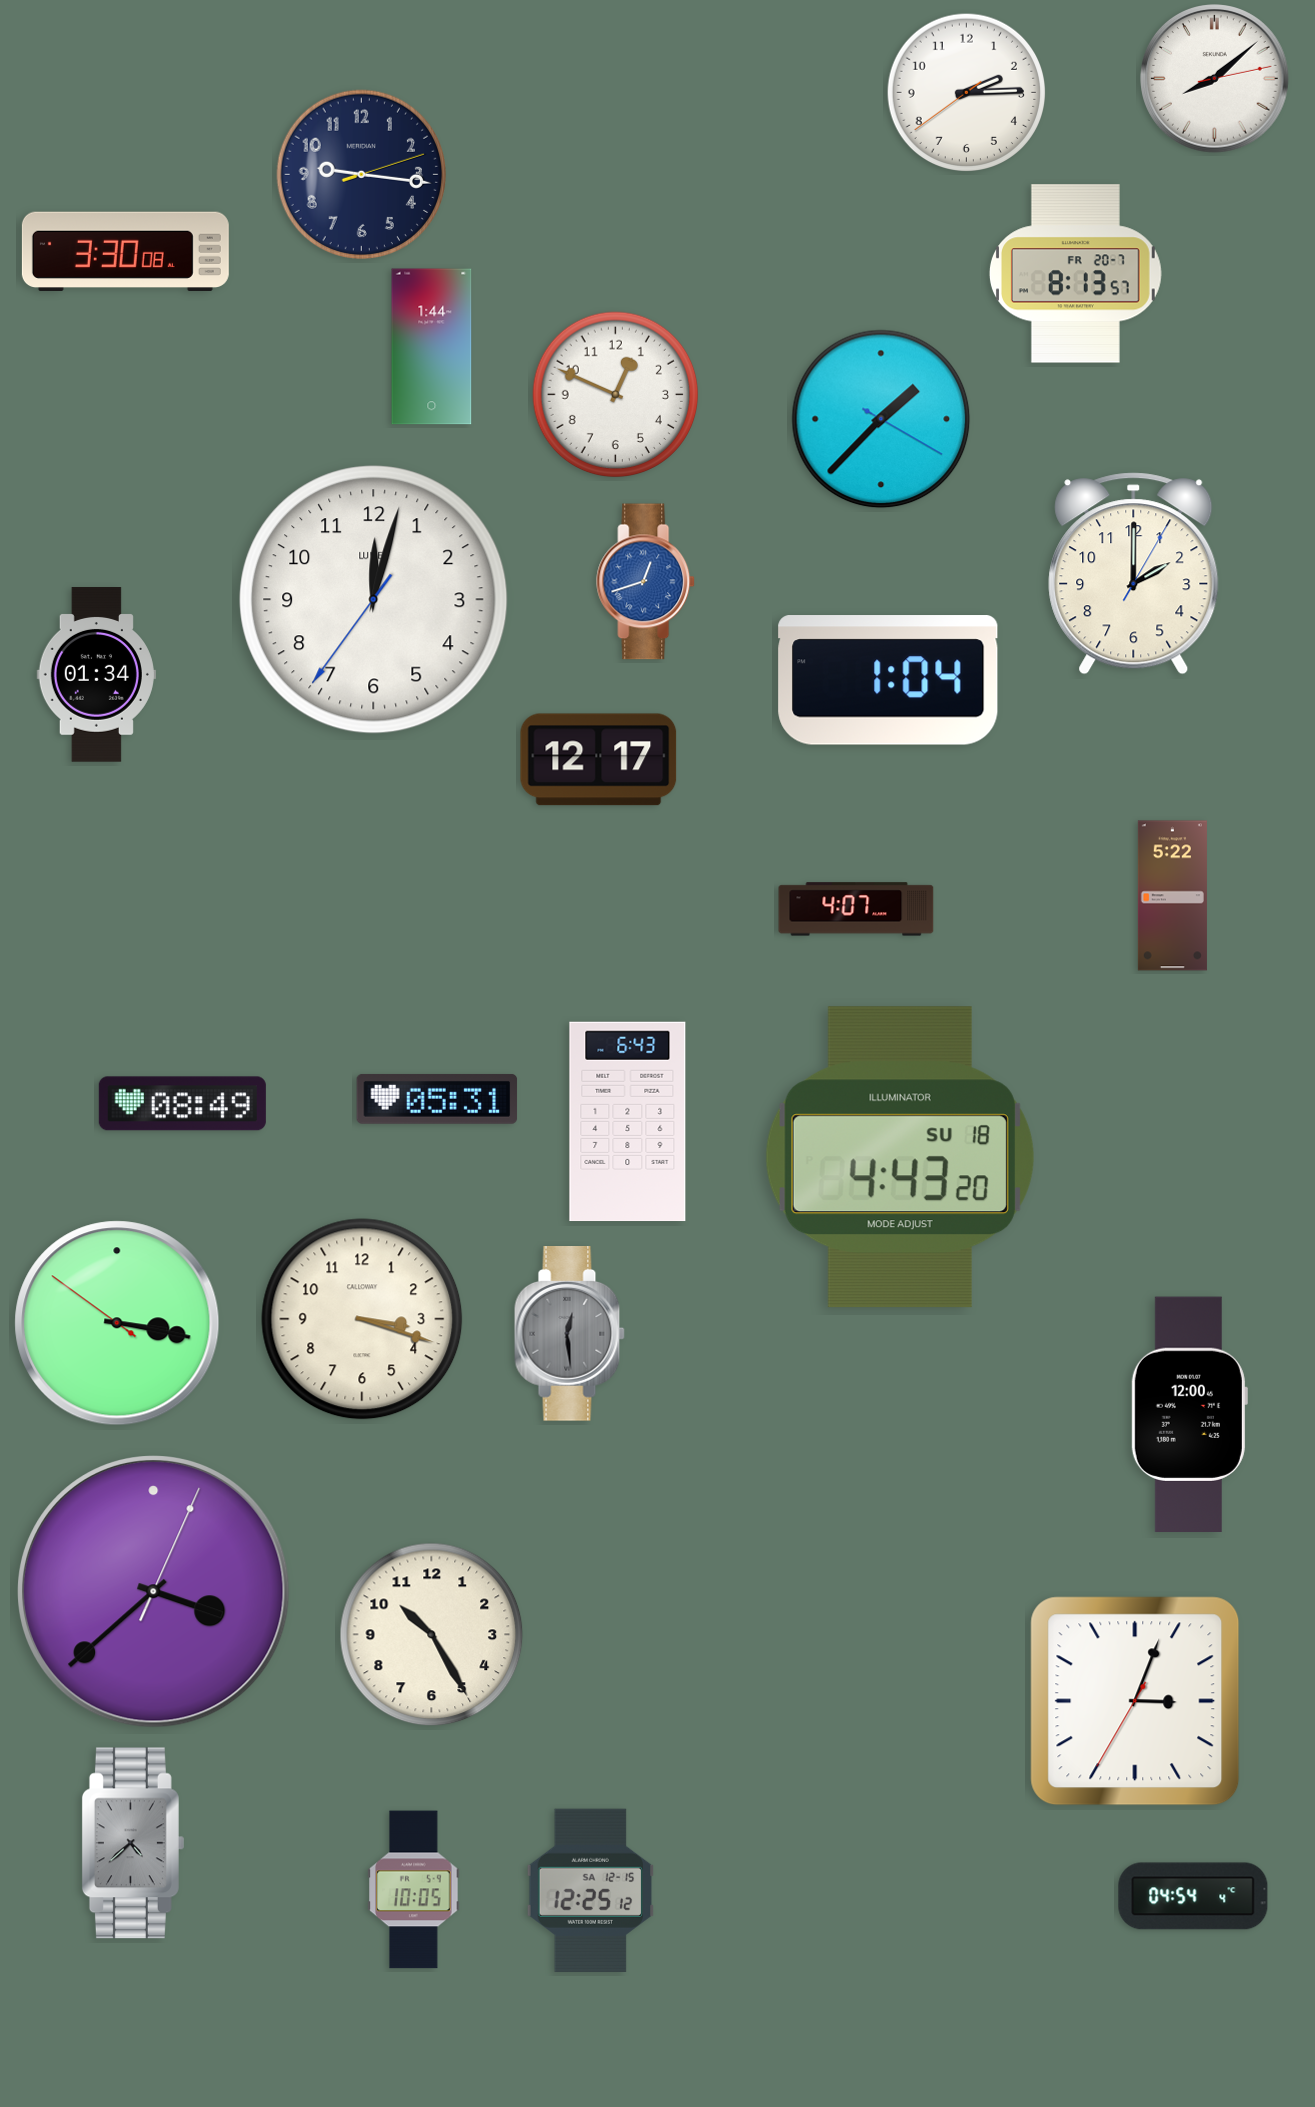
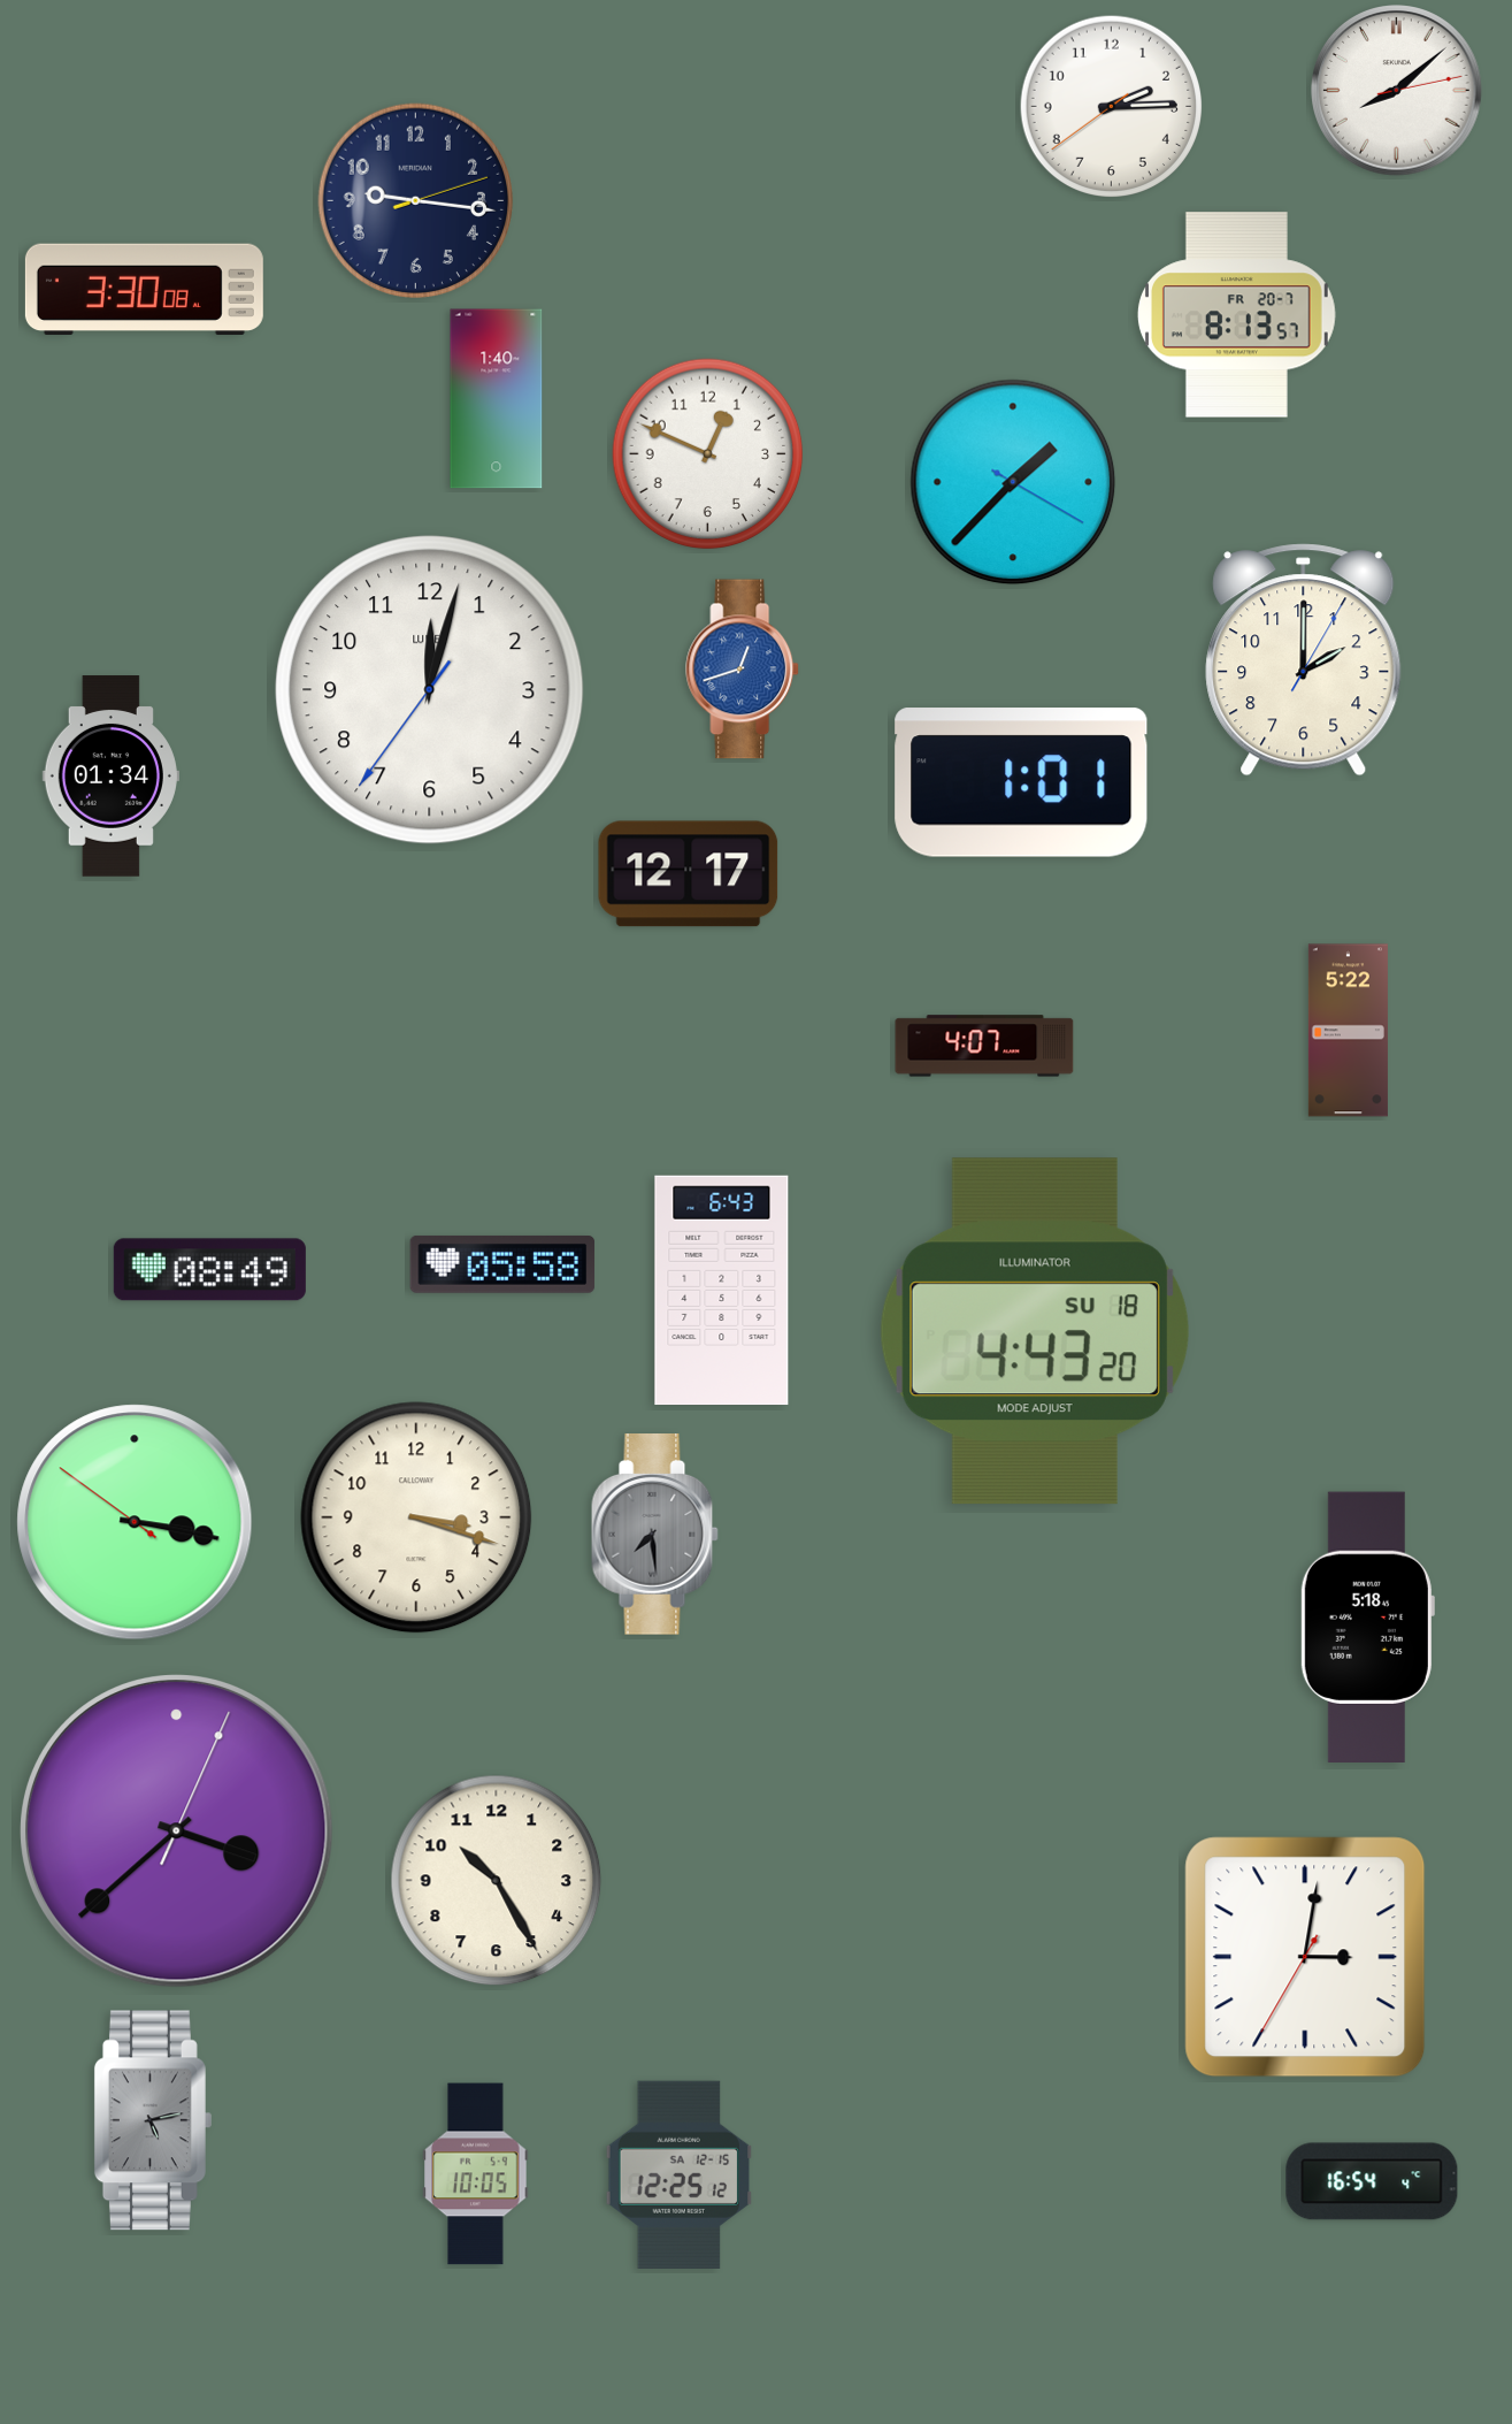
clock at (432, 347): 1:44 -> 1:40
clock at (888, 680): 1:04 -> 1:01
clock at (437, 1099): 05:31 -> 05:58
clock at (569, 1334): 12:29 -> 7:29
clock at (1189, 1414): 12:00 -> 5:18
clock at (1135, 1701): 3:03 -> 3:01
clock at (133, 1843): 4:38 -> 5:13
clock at (1193, 1896): 04:54 -> 16:54
